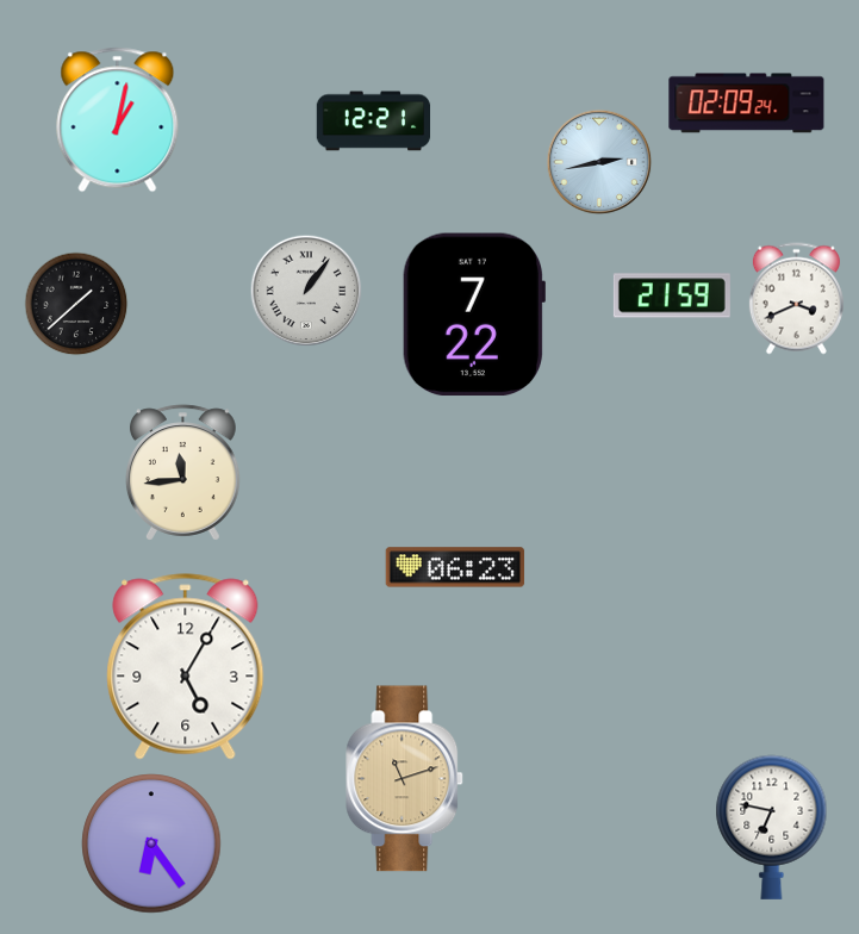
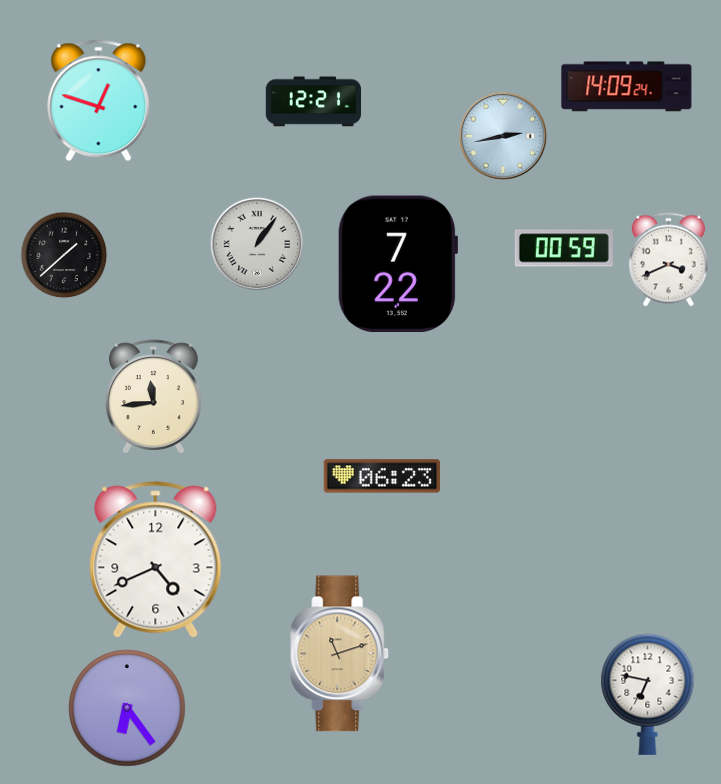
clock at (747, 104): 02:09 -> 14:09
clock at (118, 120): 1:02 -> 12:48
clock at (672, 295): 21:59 -> 00:59
clock at (796, 299) position: (796, 299) -> (668, 260)
clock at (186, 667): 5:05 -> 4:41
